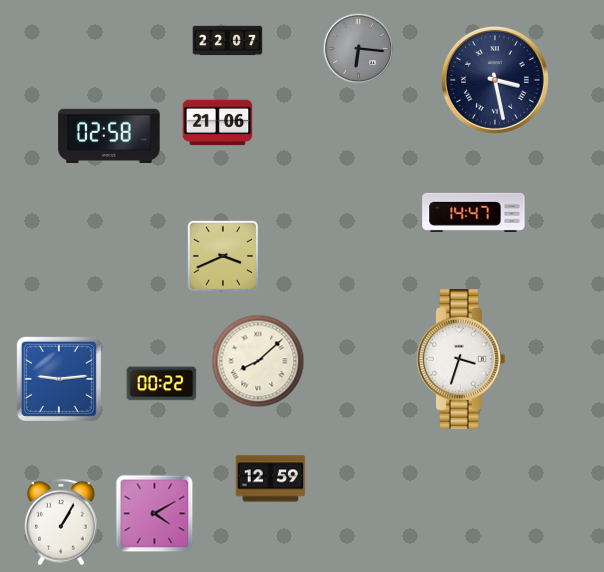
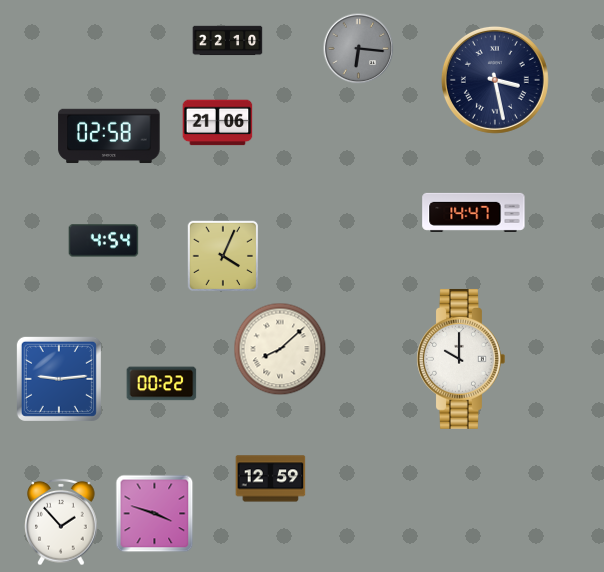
clock at (228, 41): 22:07 -> 22:10
clock at (104, 241): none -> 4:54
clock at (223, 256): 3:41 -> 4:04
clock at (461, 359): 3:33 -> 10:00
clock at (258, 361) position: (258, 361) -> (280, 349)
clock at (155, 514): 4:10 -> 3:48
clock at (61, 522): 1:05 -> 1:53
